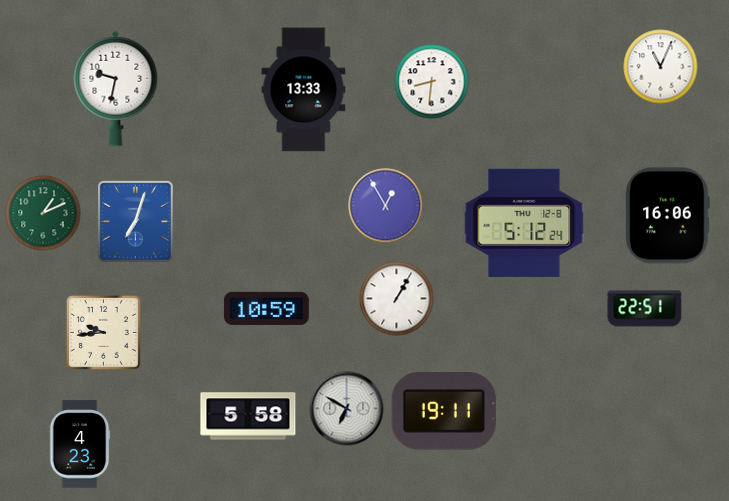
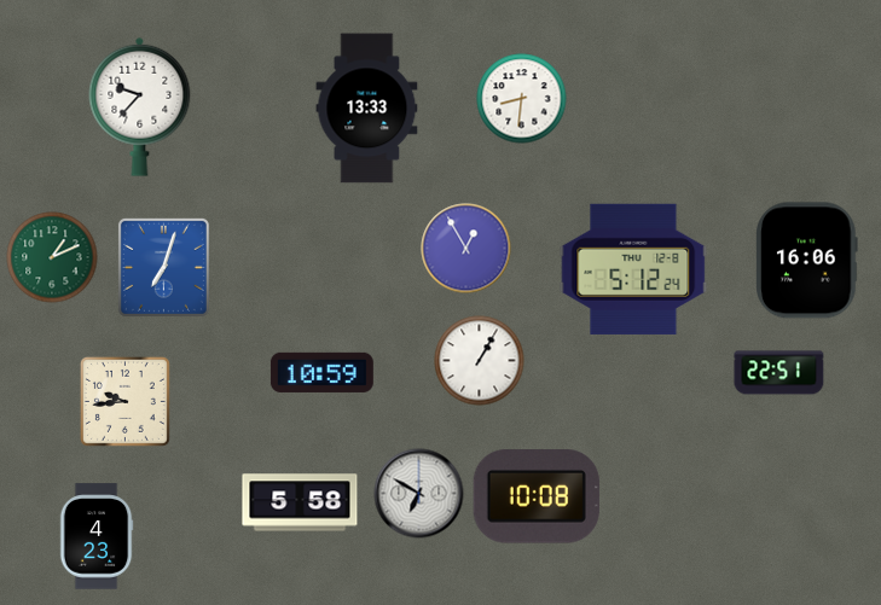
clock at (661, 67): 11:04 -> none
clock at (116, 88): 9:32 -> 9:37
clock at (444, 411): 19:11 -> 10:08
